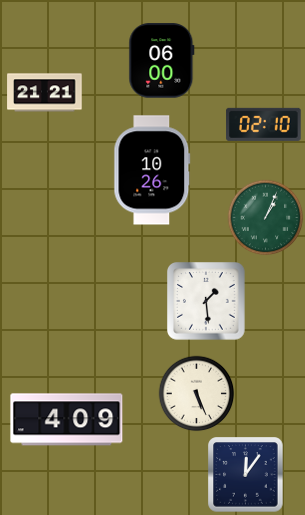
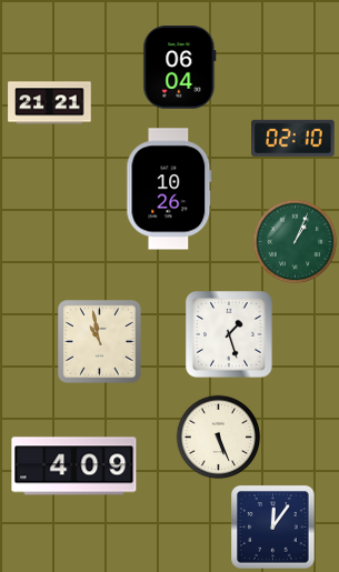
clock at (162, 61): 06:00 -> 06:04
clock at (206, 301): 1:29 -> 1:27
clock at (100, 342): none -> 10:58
